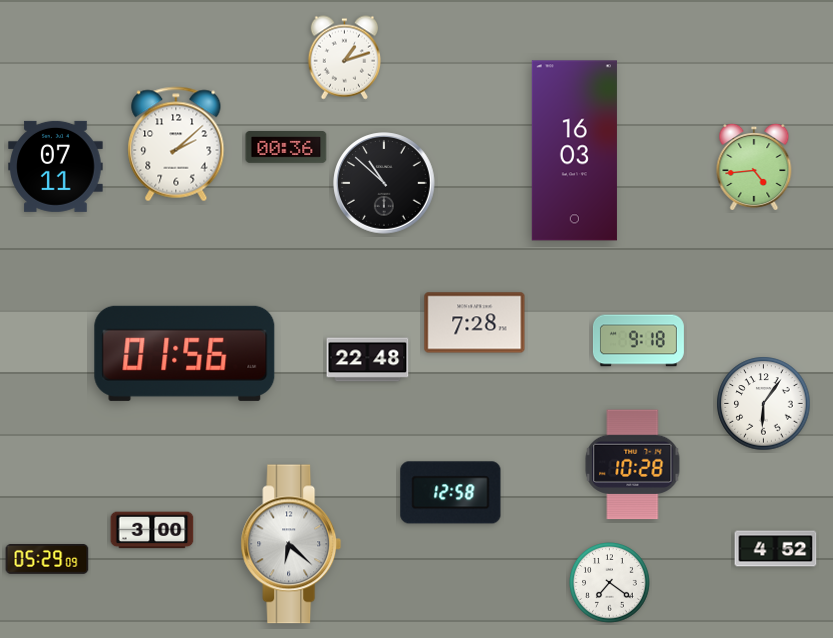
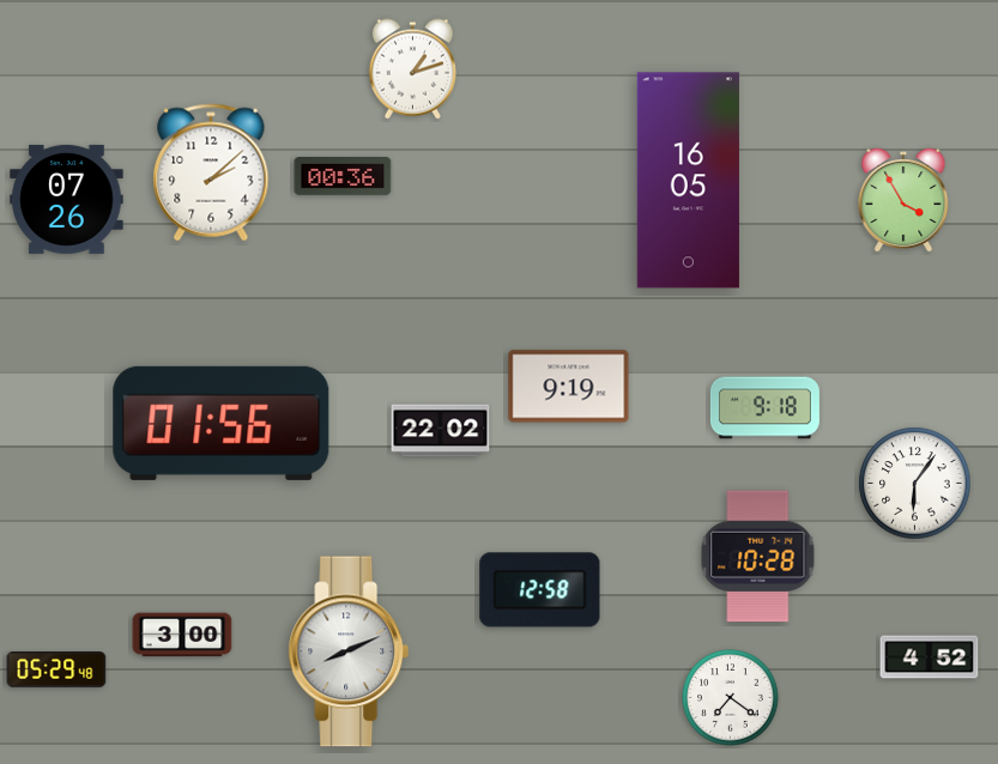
clock at (574, 151): 16:03 -> 16:05
clock at (56, 166): 07:11 -> 07:26
clock at (754, 167): 4:44 -> 3:55
clock at (384, 183): 10:52 -> none
clock at (475, 323): 7:28 -> 9:19
clock at (368, 360): 22:48 -> 22:02
clock at (291, 544): 6:22 -> 8:11
clock at (47, 560): 05:29:09 -> 05:29:48
